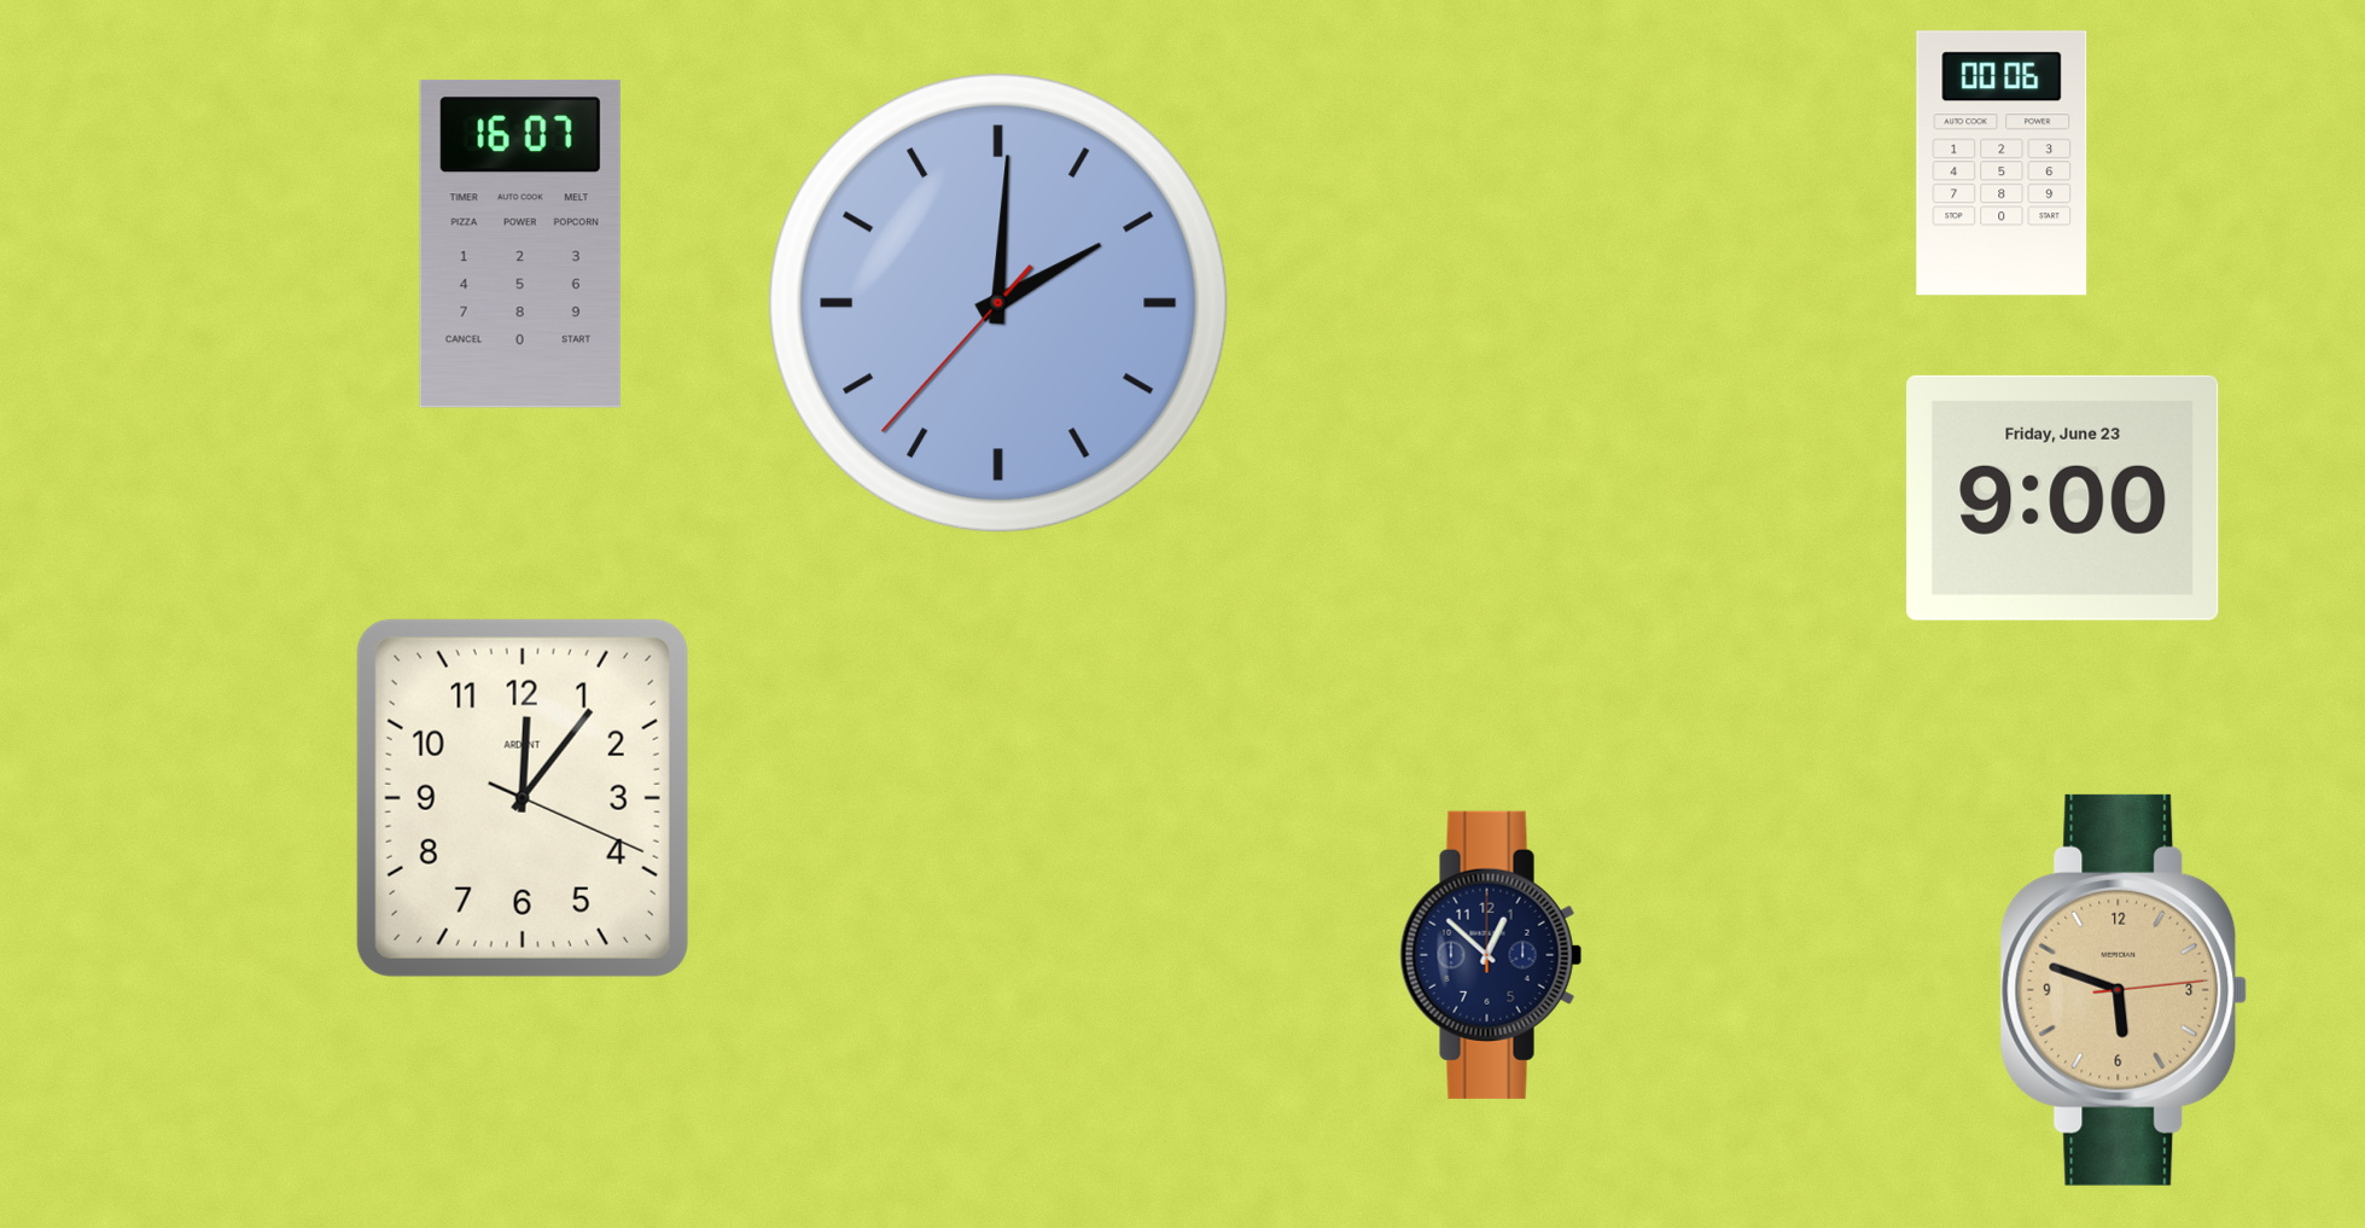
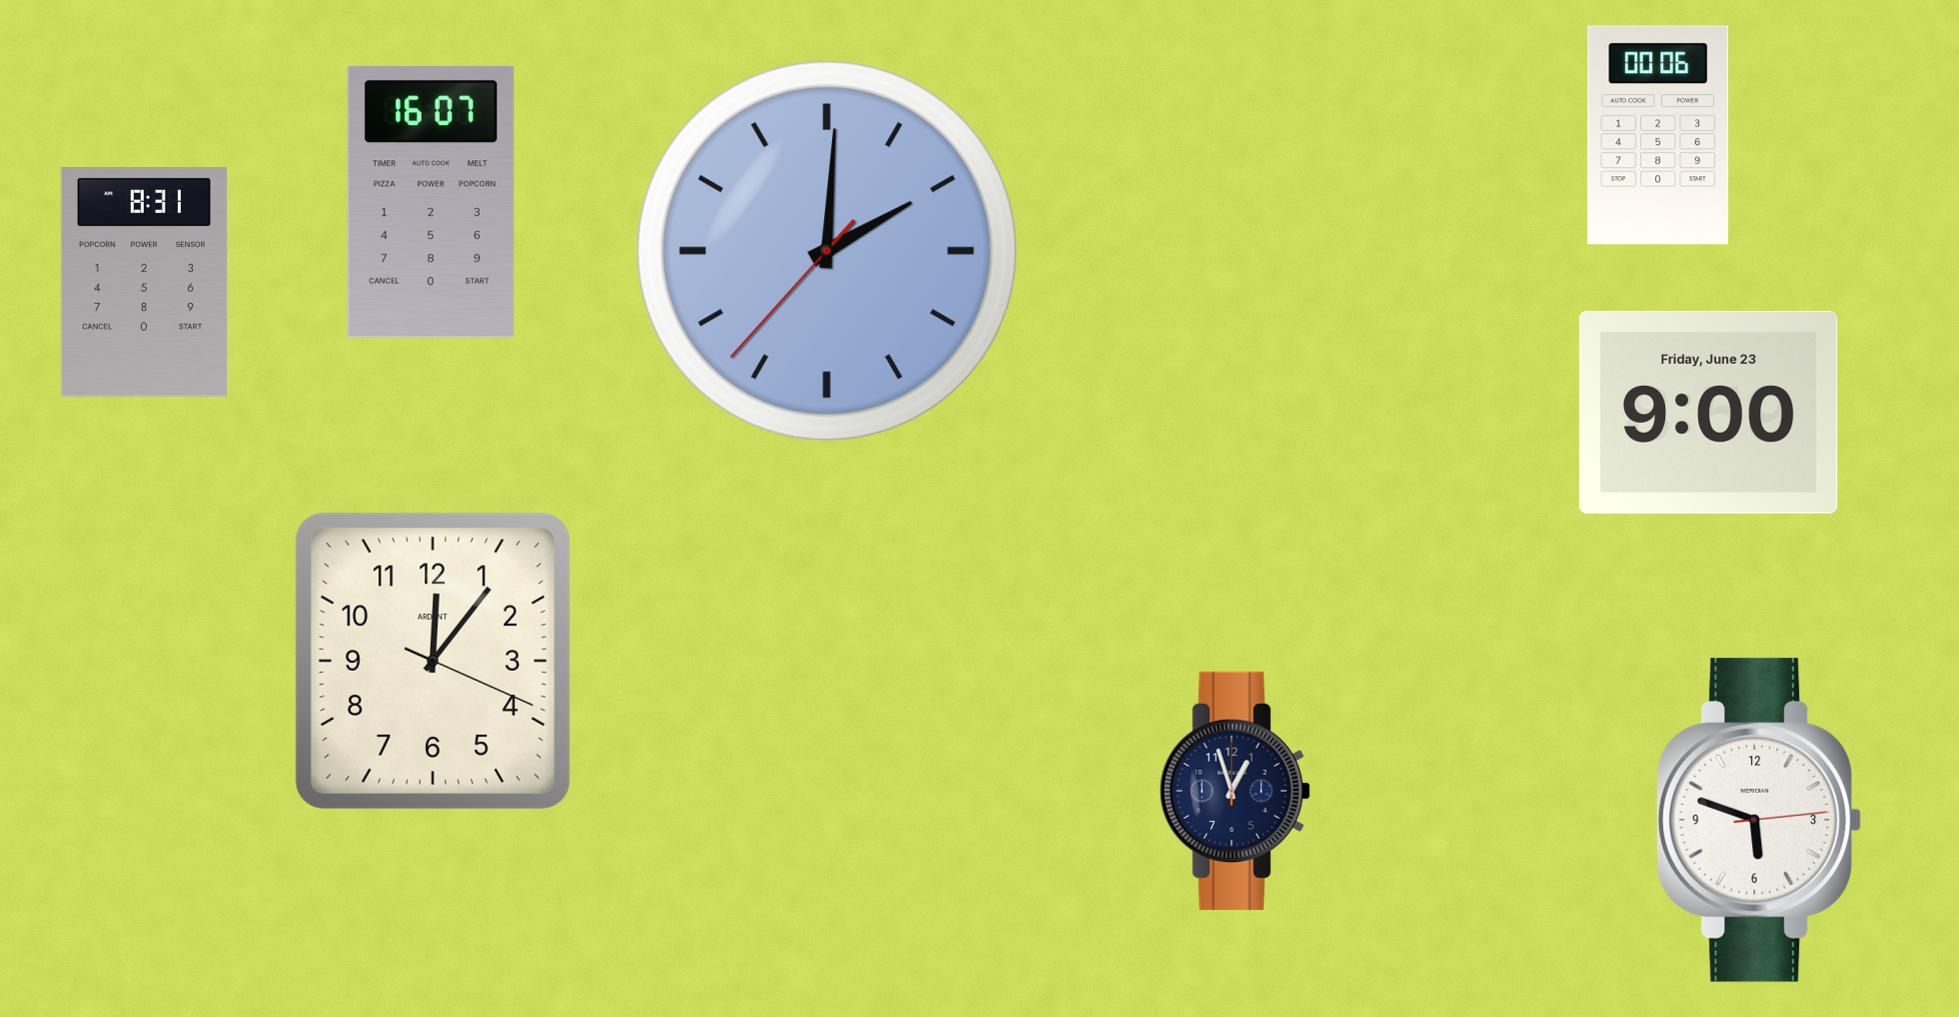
clock at (144, 282): none -> 8:31
clock at (1491, 955): 12:52 -> 12:57
clock at (2124, 990) dial: champagne -> white
